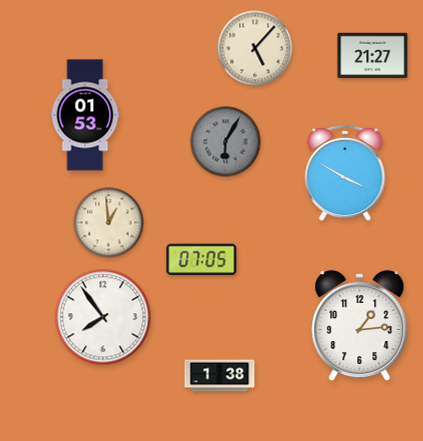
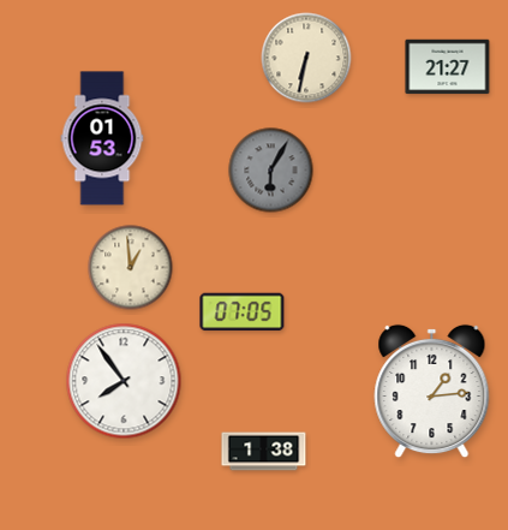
clock at (255, 48): 5:07 -> 6:32
clock at (345, 173): 3:50 -> none
